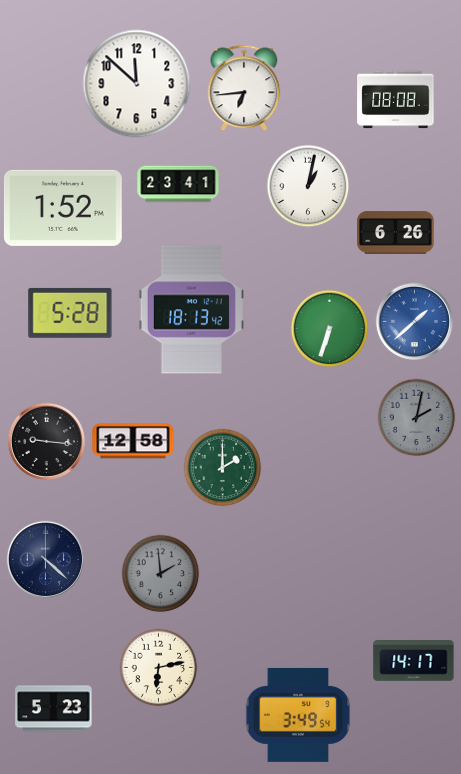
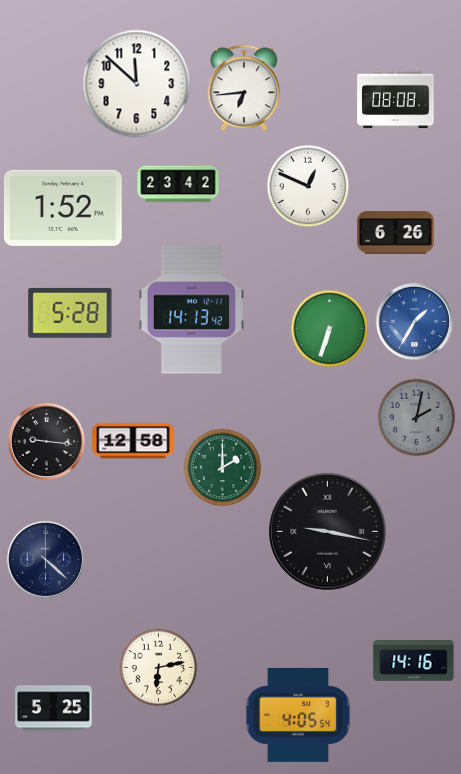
clock at (178, 184): 23:41 -> 23:42
clock at (308, 186): 1:02 -> 12:49
clock at (191, 310): 18:13 -> 14:13
clock at (414, 321): 1:38 -> 1:35
clock at (328, 532): none -> 9:17
clock at (160, 573): 1:59 -> none
clock at (414, 661): 14:17 -> 14:16
clock at (54, 709): 5:23 -> 5:25
clock at (298, 715): 3:49 -> 4:05
